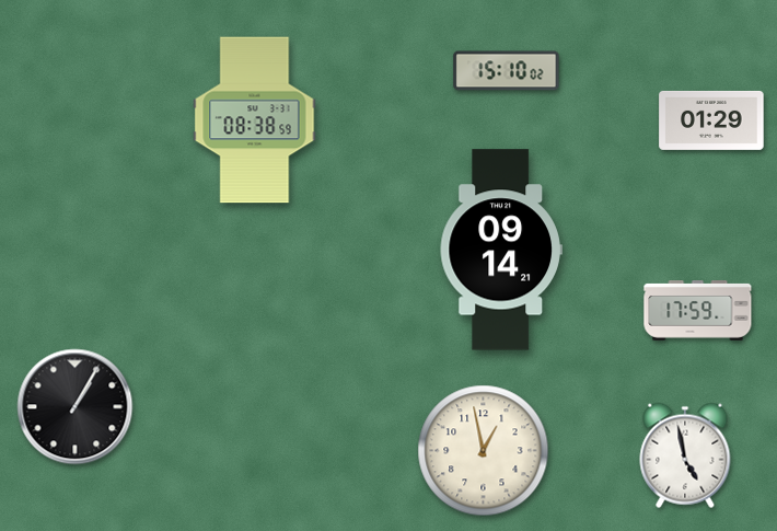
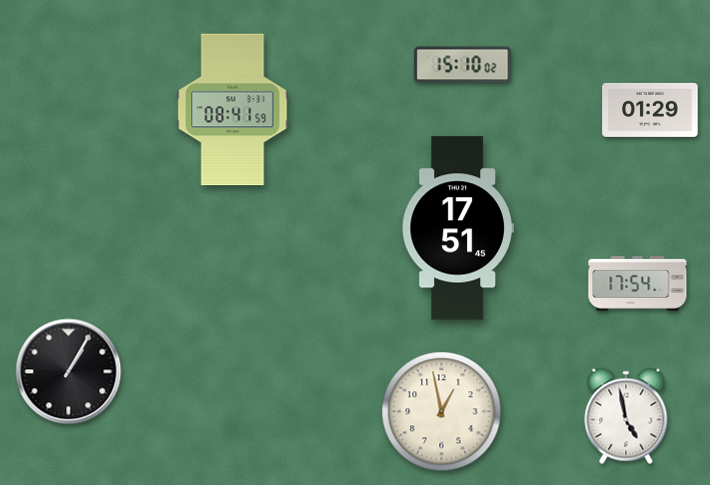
clock at (255, 120): 08:38 -> 08:41
clock at (501, 250): 09:14 -> 17:51
clock at (698, 311): 17:59 -> 17:54
